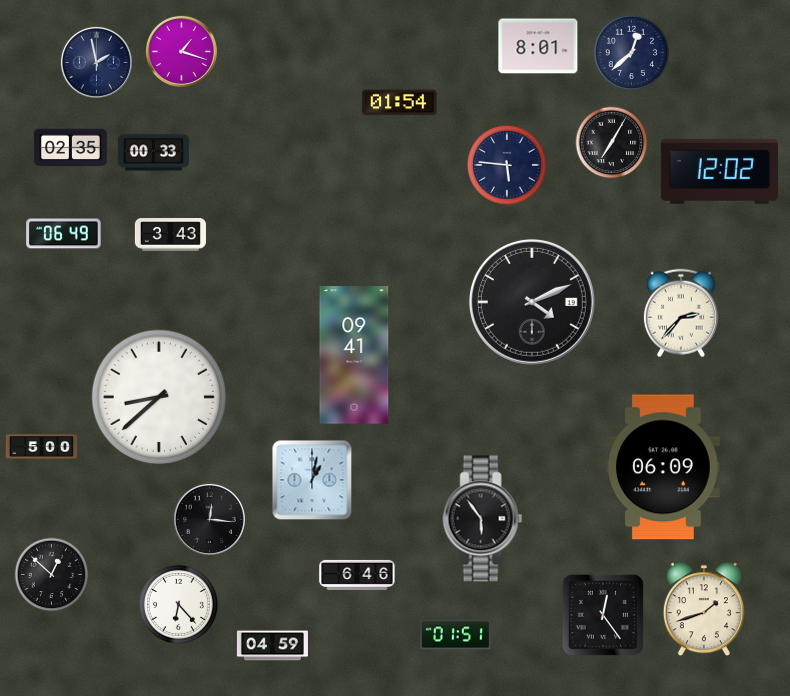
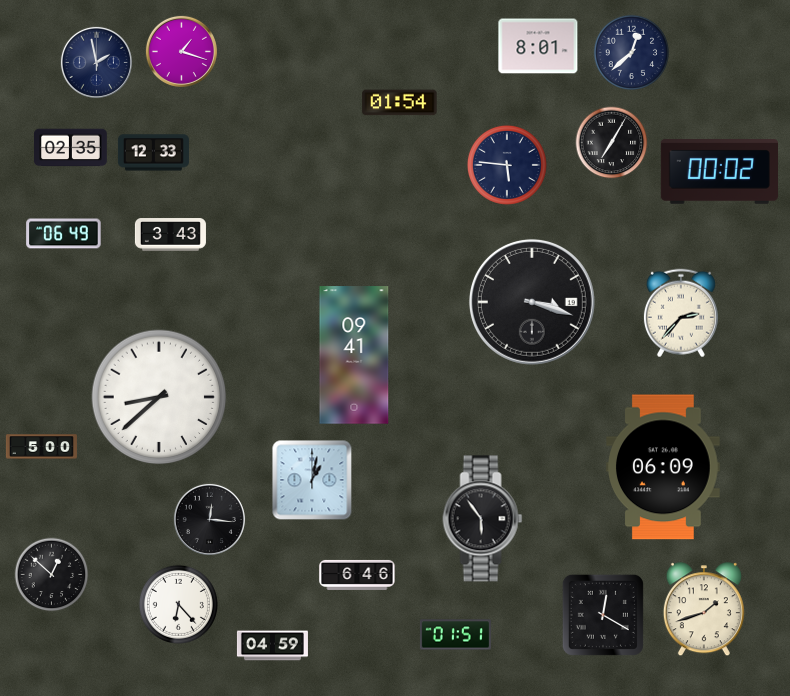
clock at (153, 153): 00:33 -> 12:33
clock at (719, 172): 12:02 -> 00:02
clock at (532, 302): 4:11 -> 3:18
clock at (603, 615): 12:24 -> 12:20
